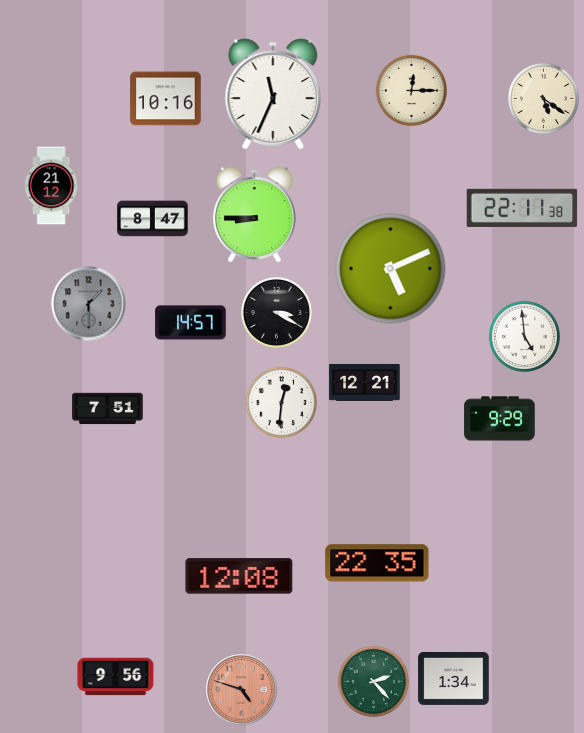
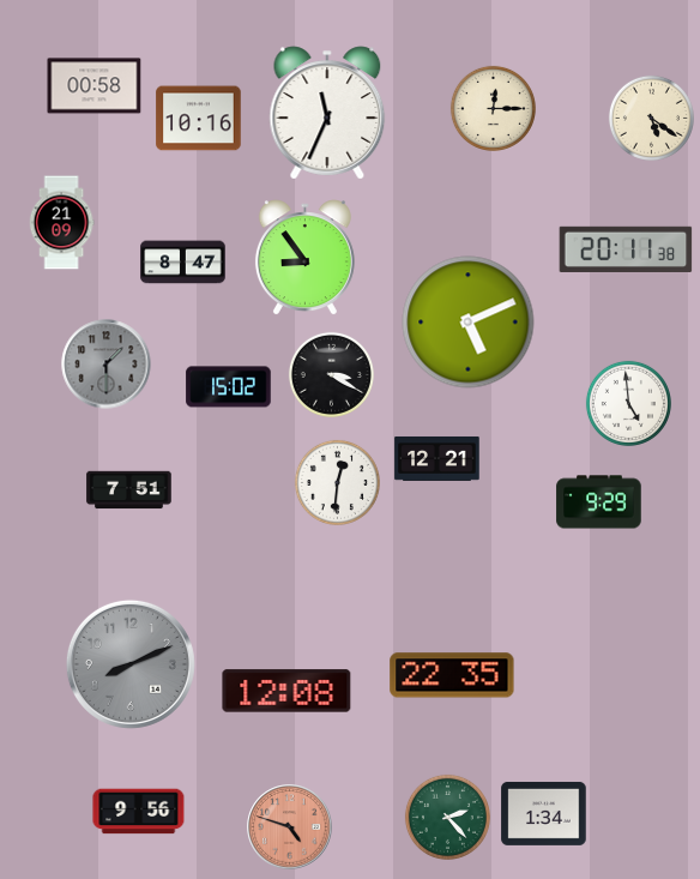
clock at (95, 86): none -> 00:58
clock at (51, 186): 21:12 -> 21:09
clock at (522, 208): 22:11 -> 20:11
clock at (254, 215): 8:45 -> 8:54
clock at (191, 323): 14:57 -> 15:02
clock at (131, 664): none -> 8:11
